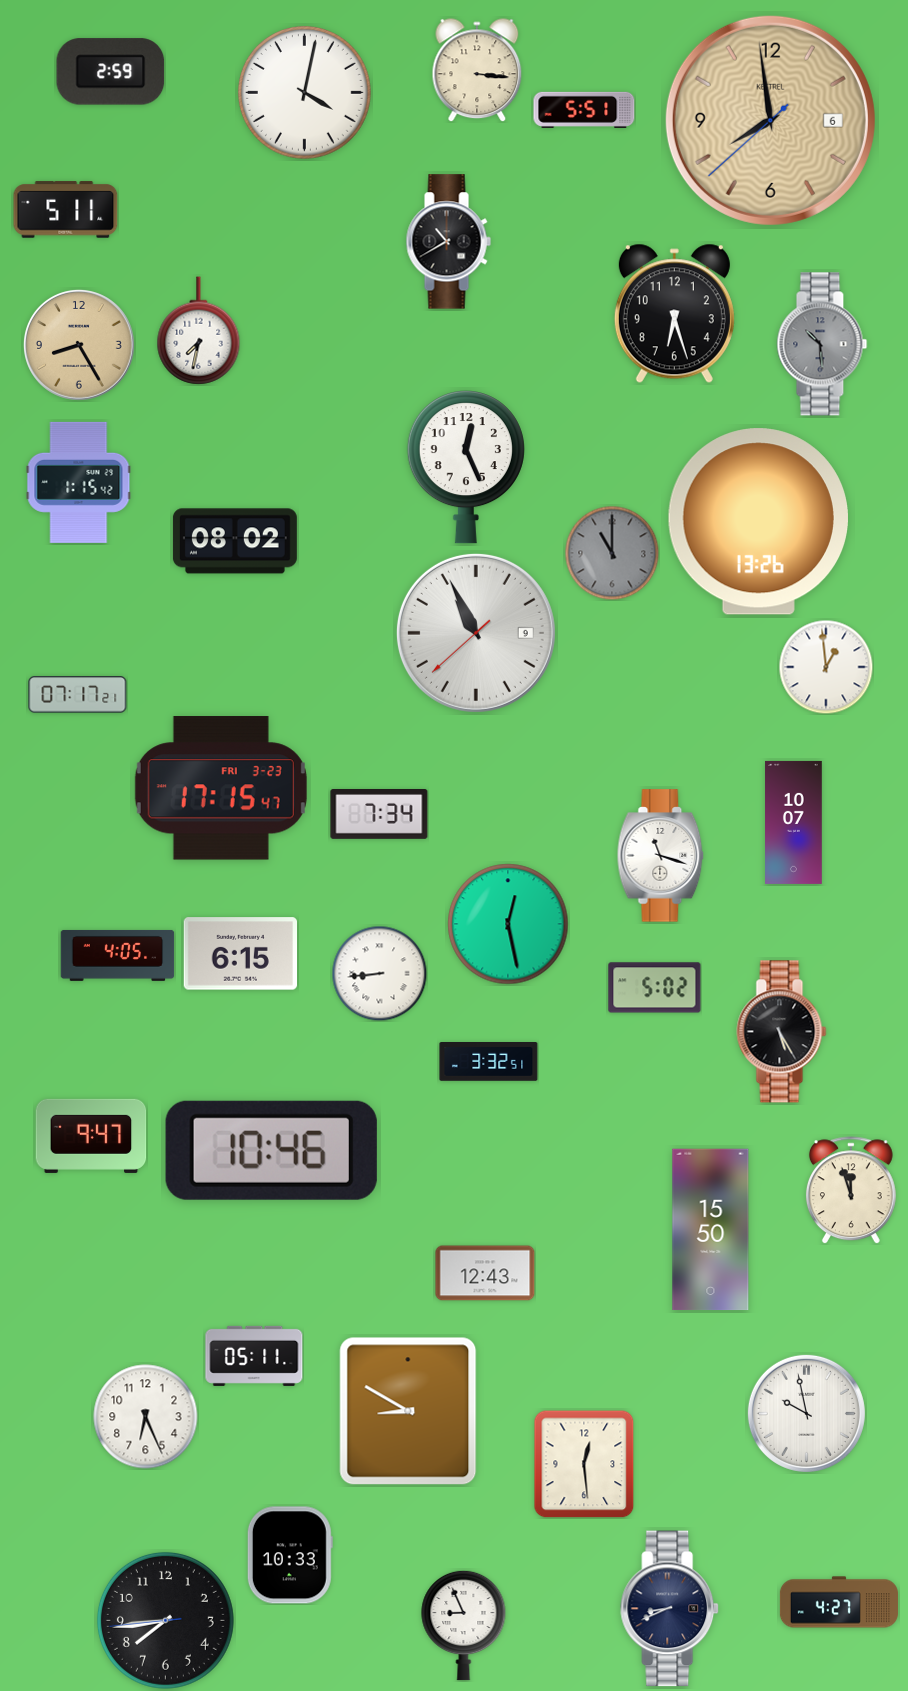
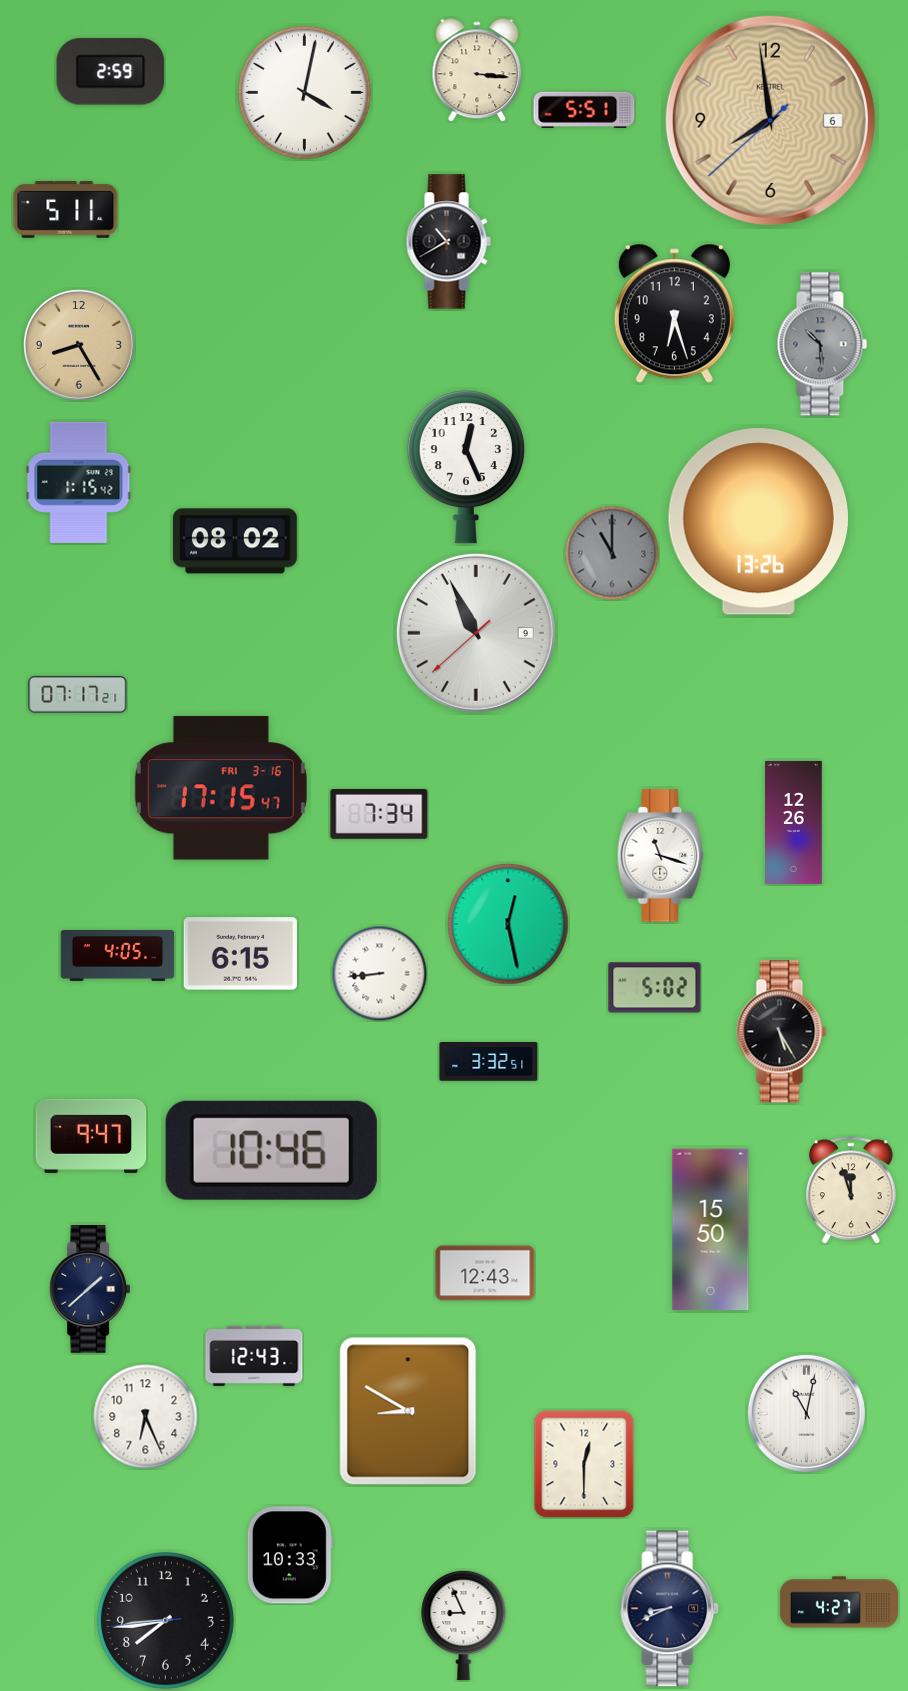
clock at (199, 331): 7:32 -> none
clock at (826, 667): 12:59 -> none
clock at (221, 788) date: FRI 3-23 -> FRI 3-16
clock at (794, 822): 10:07 -> 12:26
clock at (90, 1289): none -> 1:38
clock at (254, 1356): 05:11 -> 12:43
clock at (806, 1413): 9:58 -> 11:02
clock at (584, 1464): 12:29 -> 12:30
